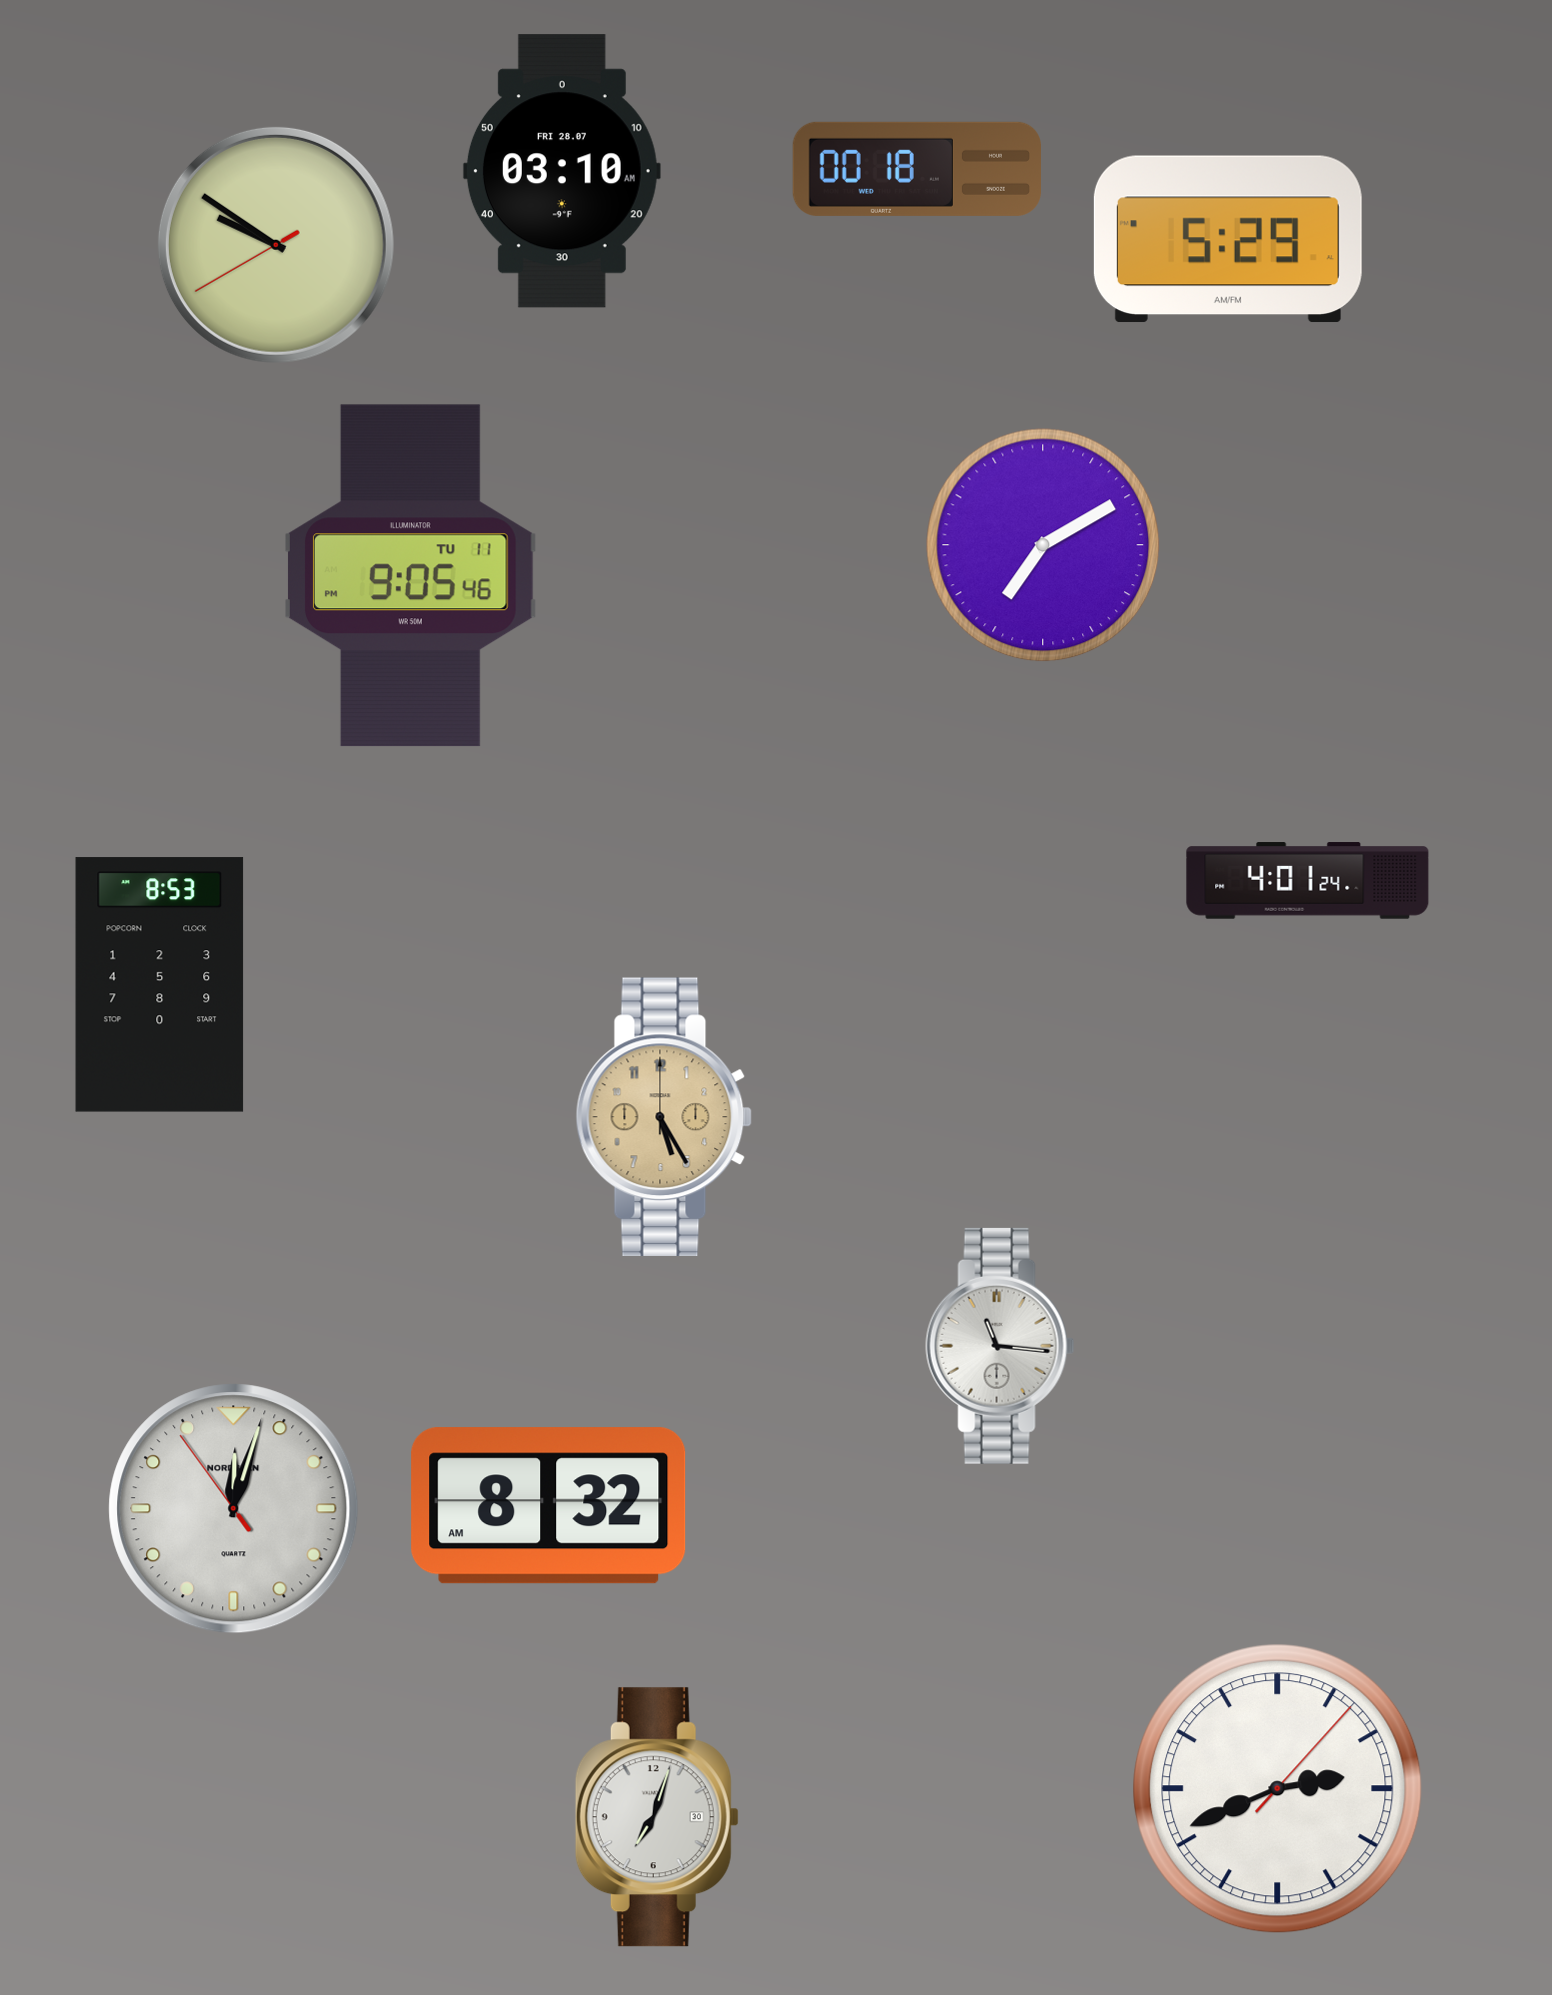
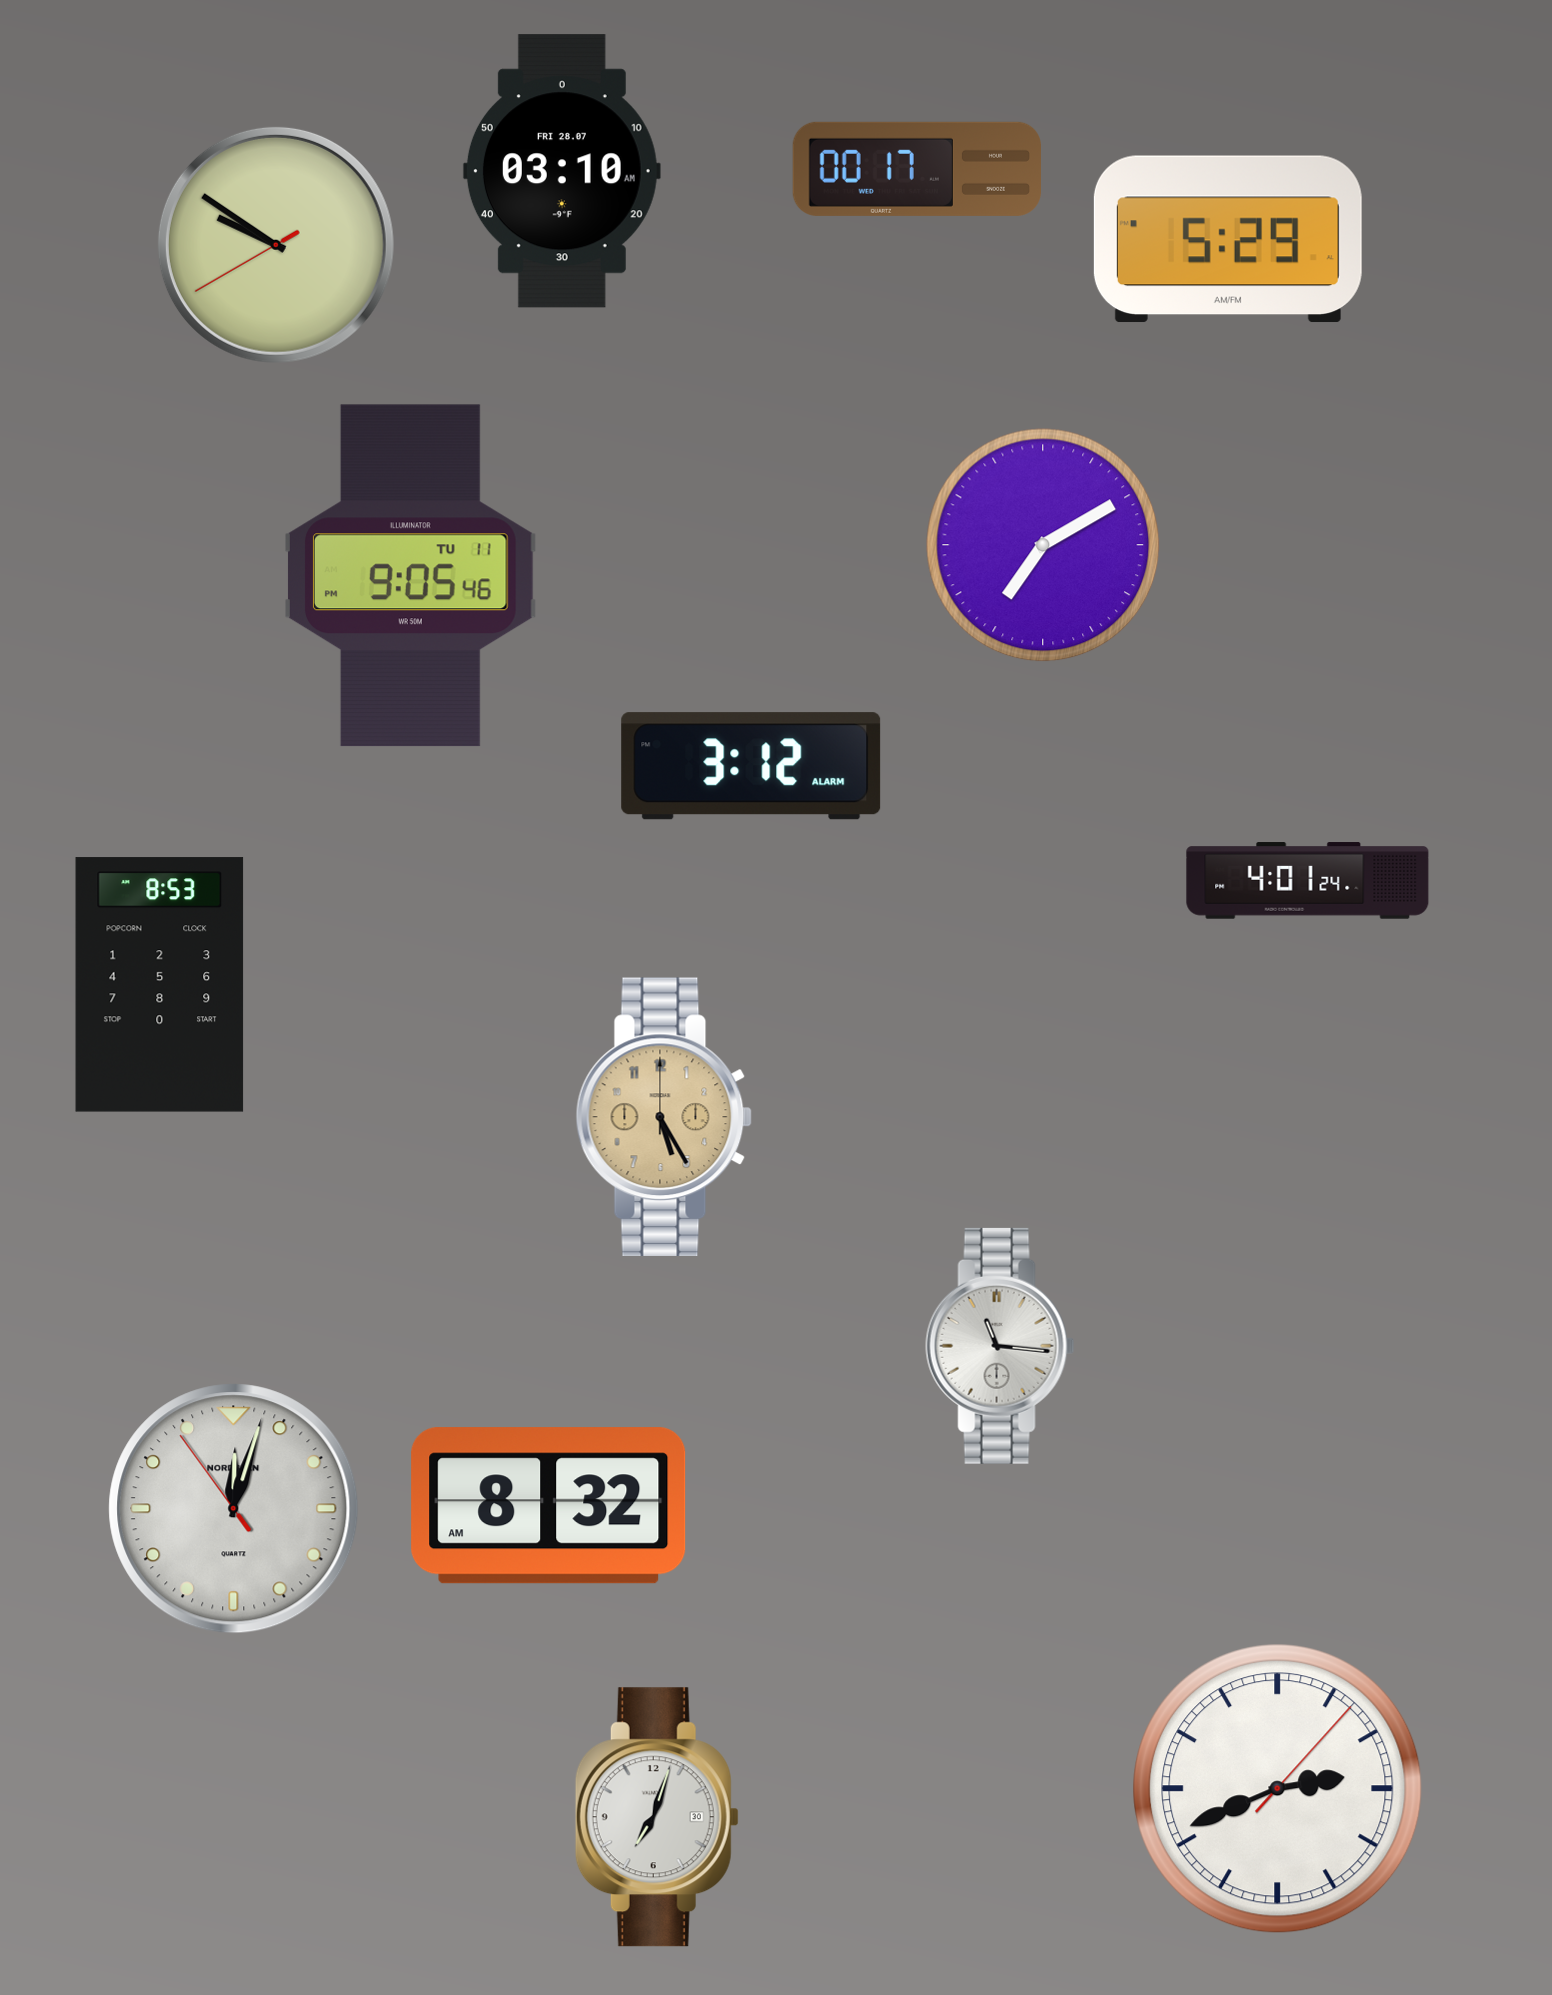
clock at (917, 169): 00:18 -> 00:17
clock at (751, 766): none -> 3:12
